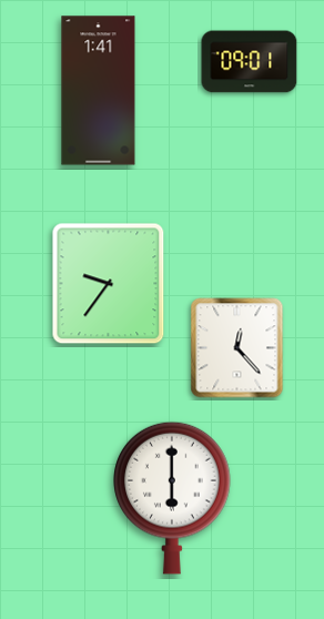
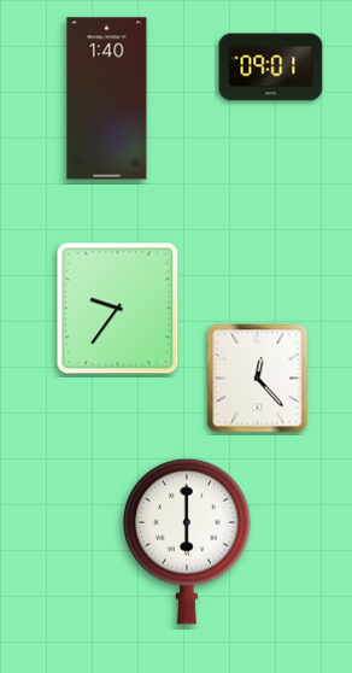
clock at (99, 91): 1:41 -> 1:40
